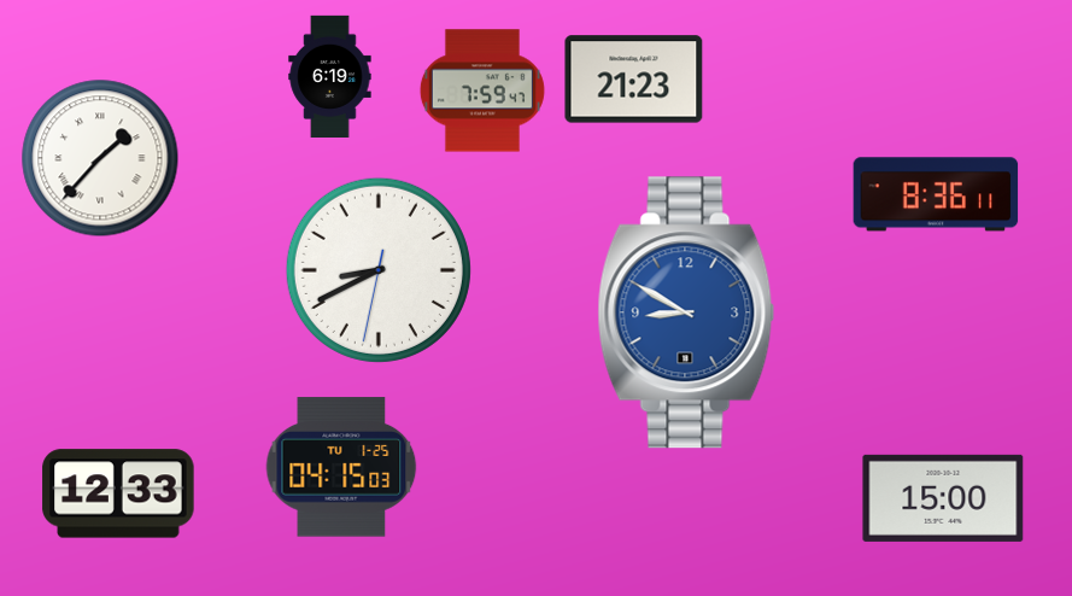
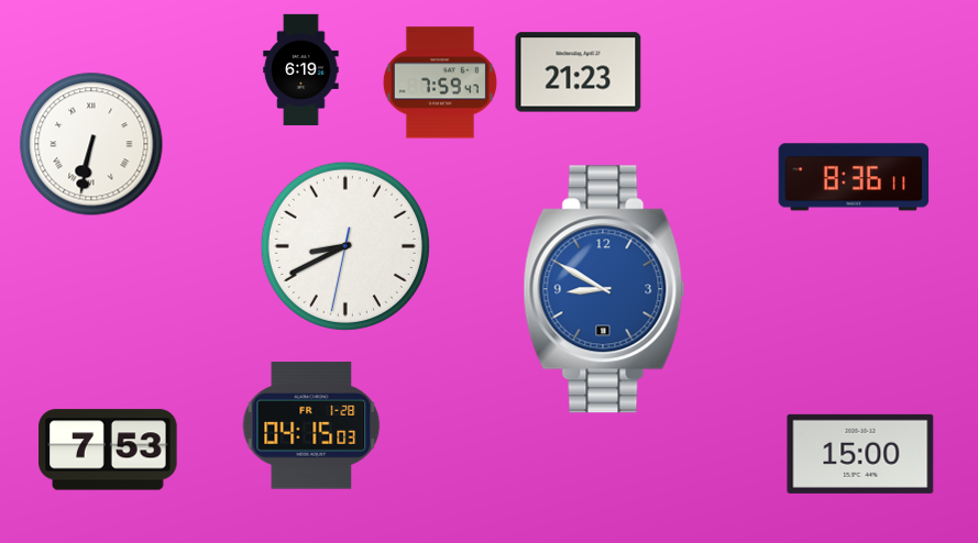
clock at (100, 158): 1:37 -> 6:32
clock at (686, 312) position: (686, 312) -> (604, 289)
clock at (341, 467) date: TU 1-25 -> FR 1-28
clock at (118, 493): 12:33 -> 7:53
